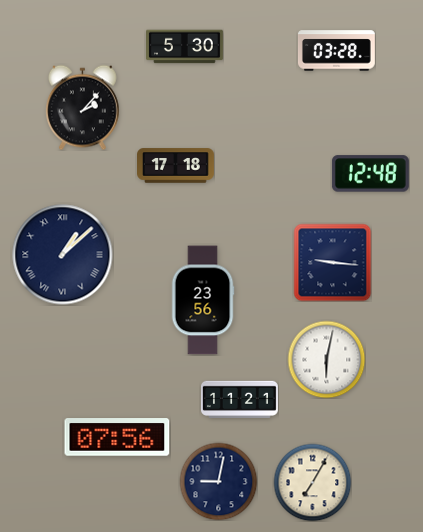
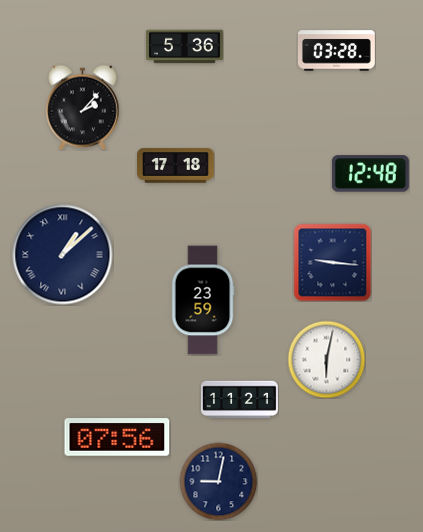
clock at (185, 47): 5:30 -> 5:36
clock at (203, 300): 23:56 -> 23:59
clock at (312, 482): 7:05 -> none
